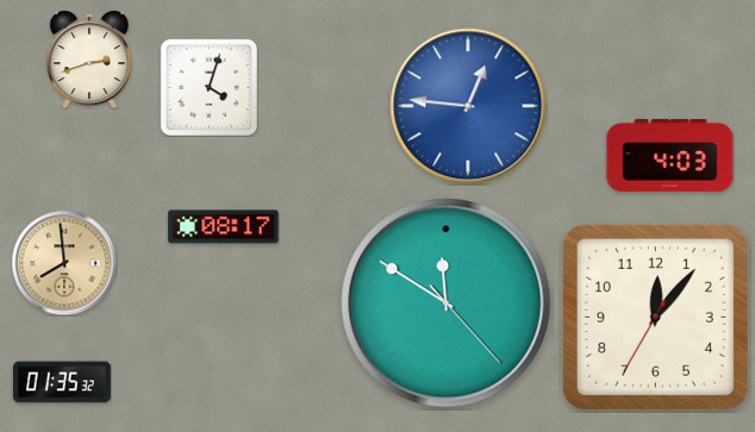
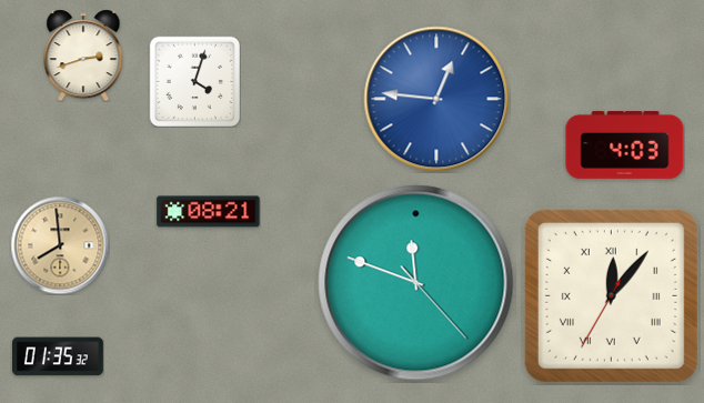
clock at (224, 227): 08:17 -> 08:21
clock at (447, 303): 11:50 -> 11:48
clock at (655, 317) numerals: Arabic -> Roman
